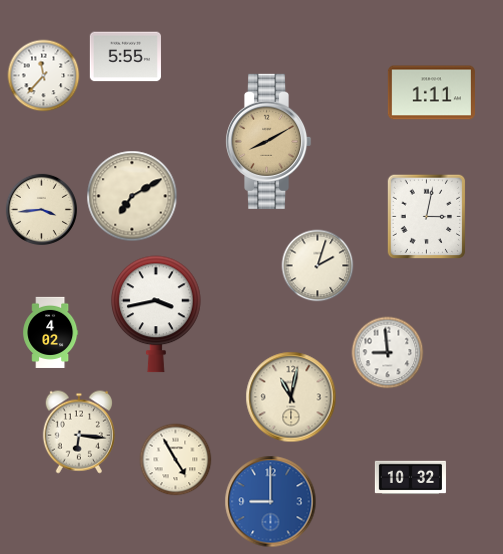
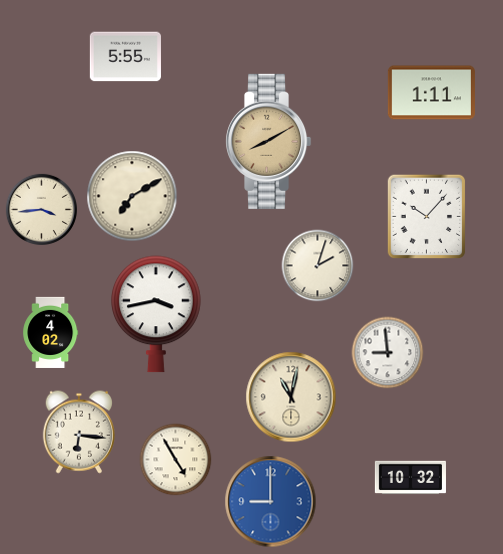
clock at (44, 76): 11:37 -> none
clock at (427, 217): 3:02 -> 10:07
